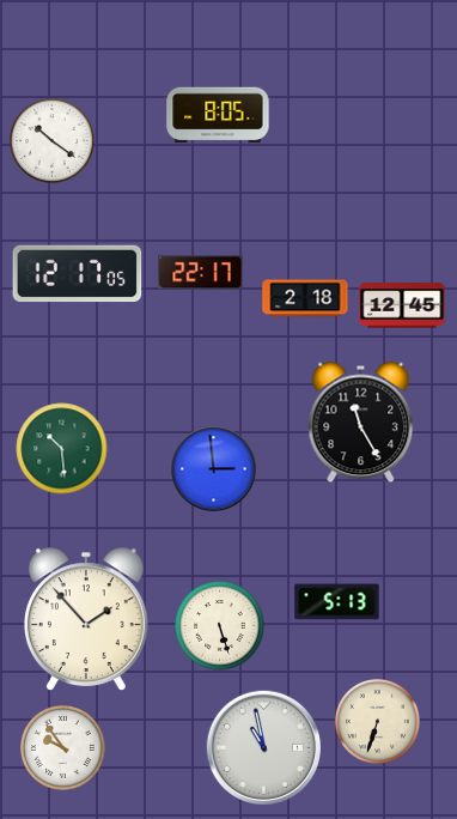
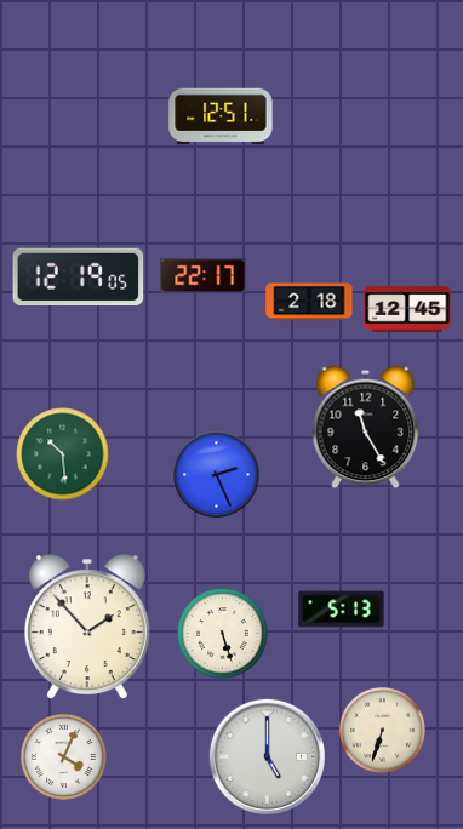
clock at (218, 115): 8:05 -> 12:51
clock at (53, 141): 10:21 -> none
clock at (78, 274): 12:17 -> 12:19
clock at (214, 469): 2:59 -> 2:26
clock at (263, 747): 10:58 -> 5:00
clock at (63, 748): 9:54 -> 4:04
